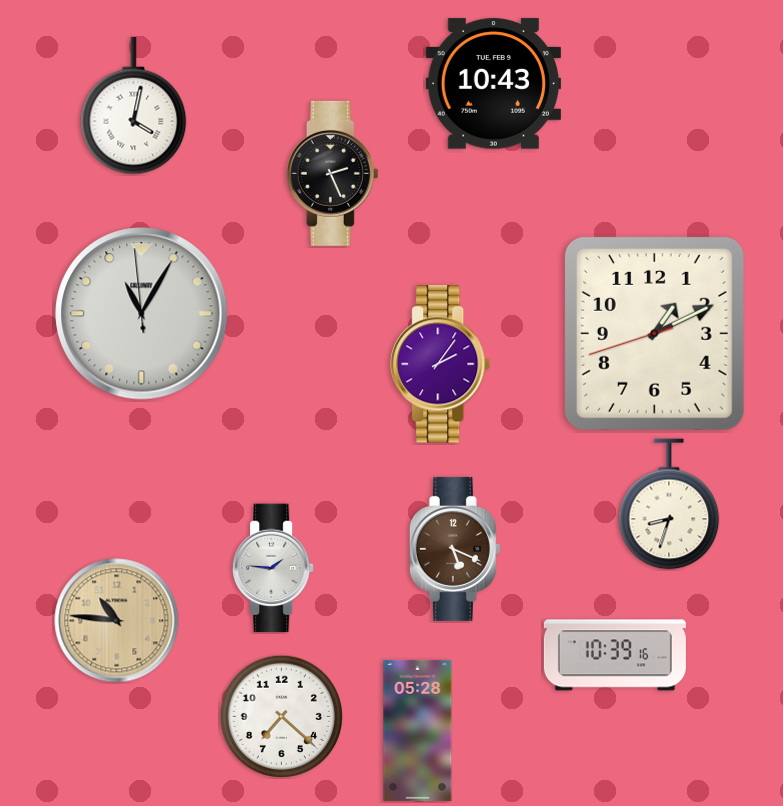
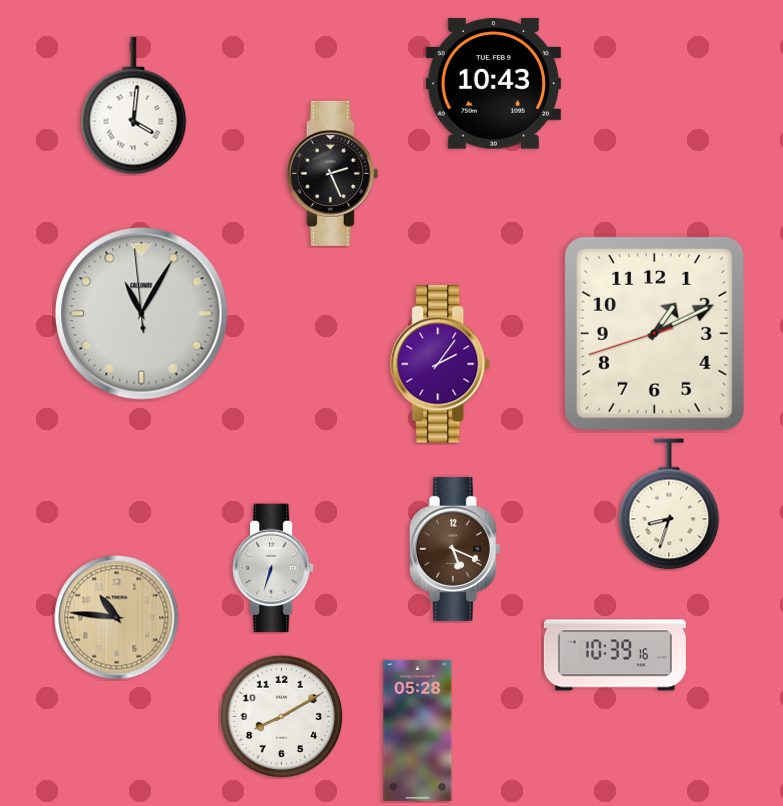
clock at (134, 106): 4:02 -> 4:01
clock at (273, 568): 1:46 -> 6:33
clock at (117, 621) position: (117, 621) -> (117, 618)
clock at (281, 716): 7:22 -> 8:10
